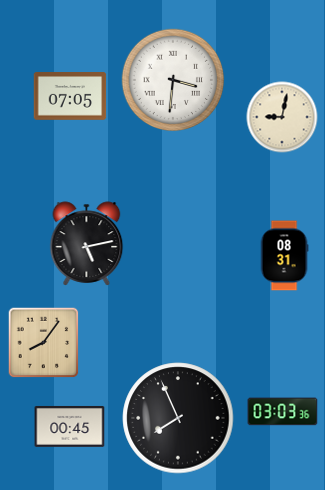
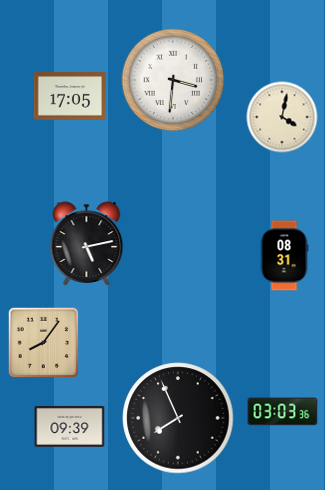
clock at (70, 97): 07:05 -> 17:05
clock at (282, 117): 9:02 -> 4:02
clock at (70, 426): 00:45 -> 09:39
